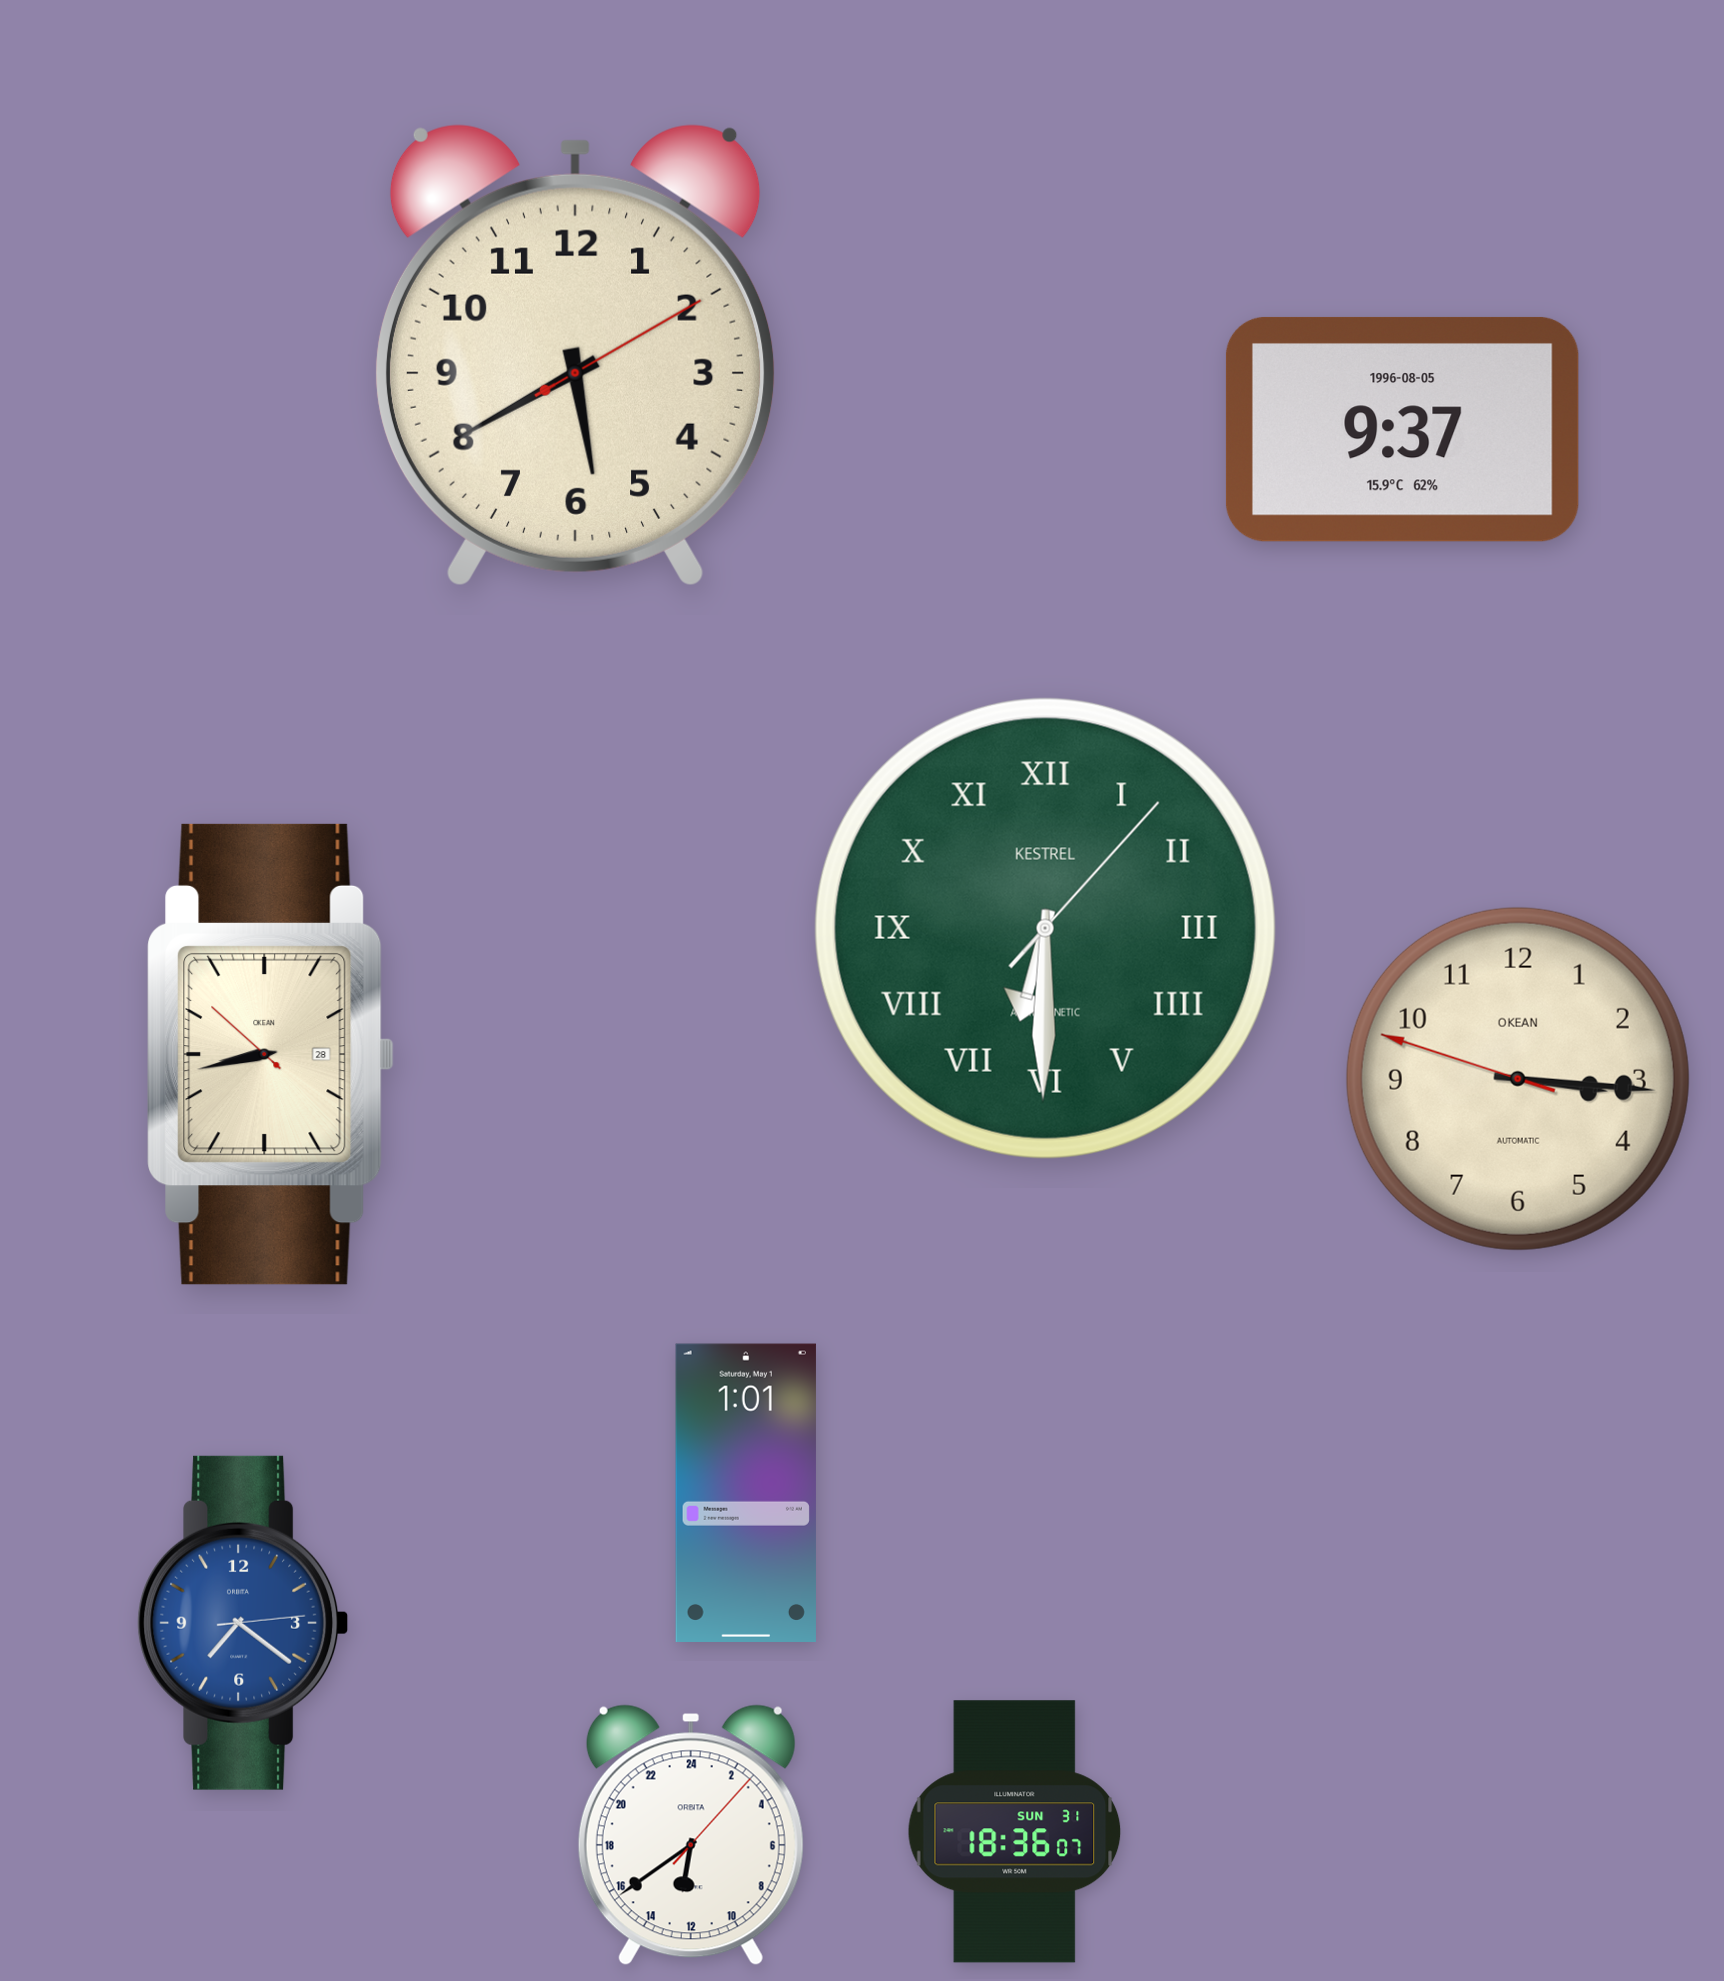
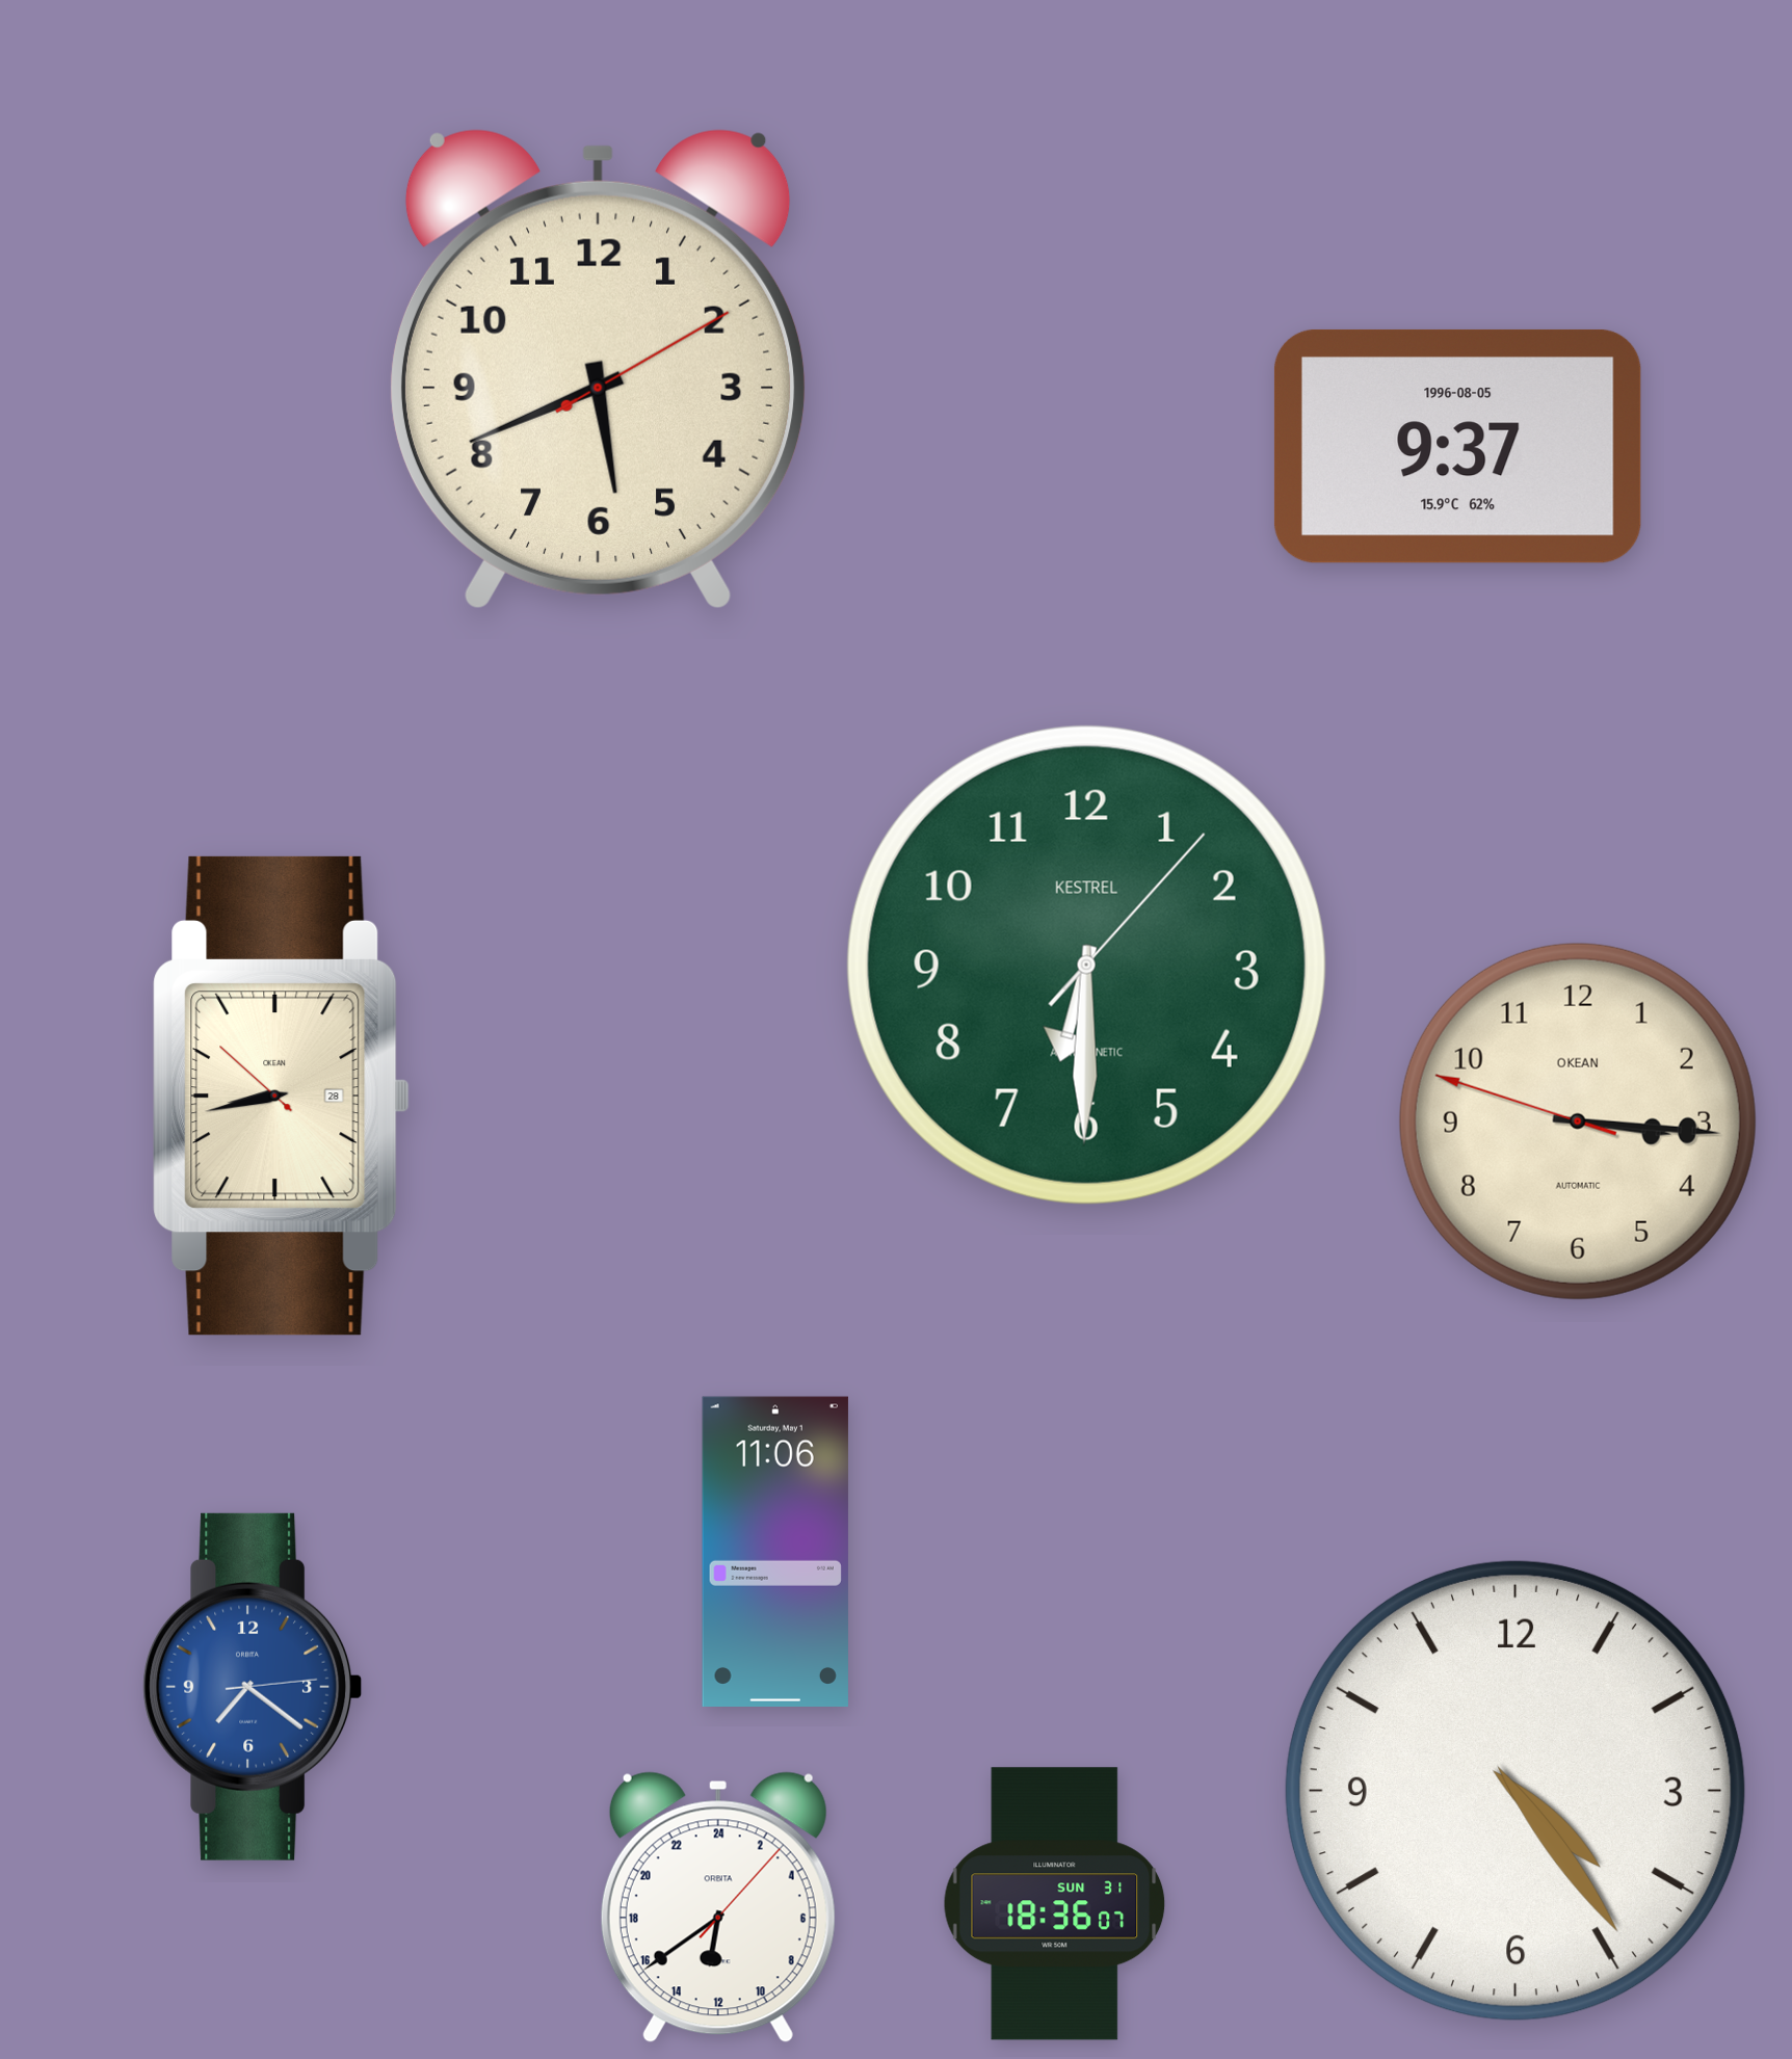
clock at (575, 355): 5:40 -> 5:41
clock at (1045, 928) numerals: Roman -> Arabic
clock at (746, 1493): 1:01 -> 11:06
clock at (1516, 1791): none -> 4:24
